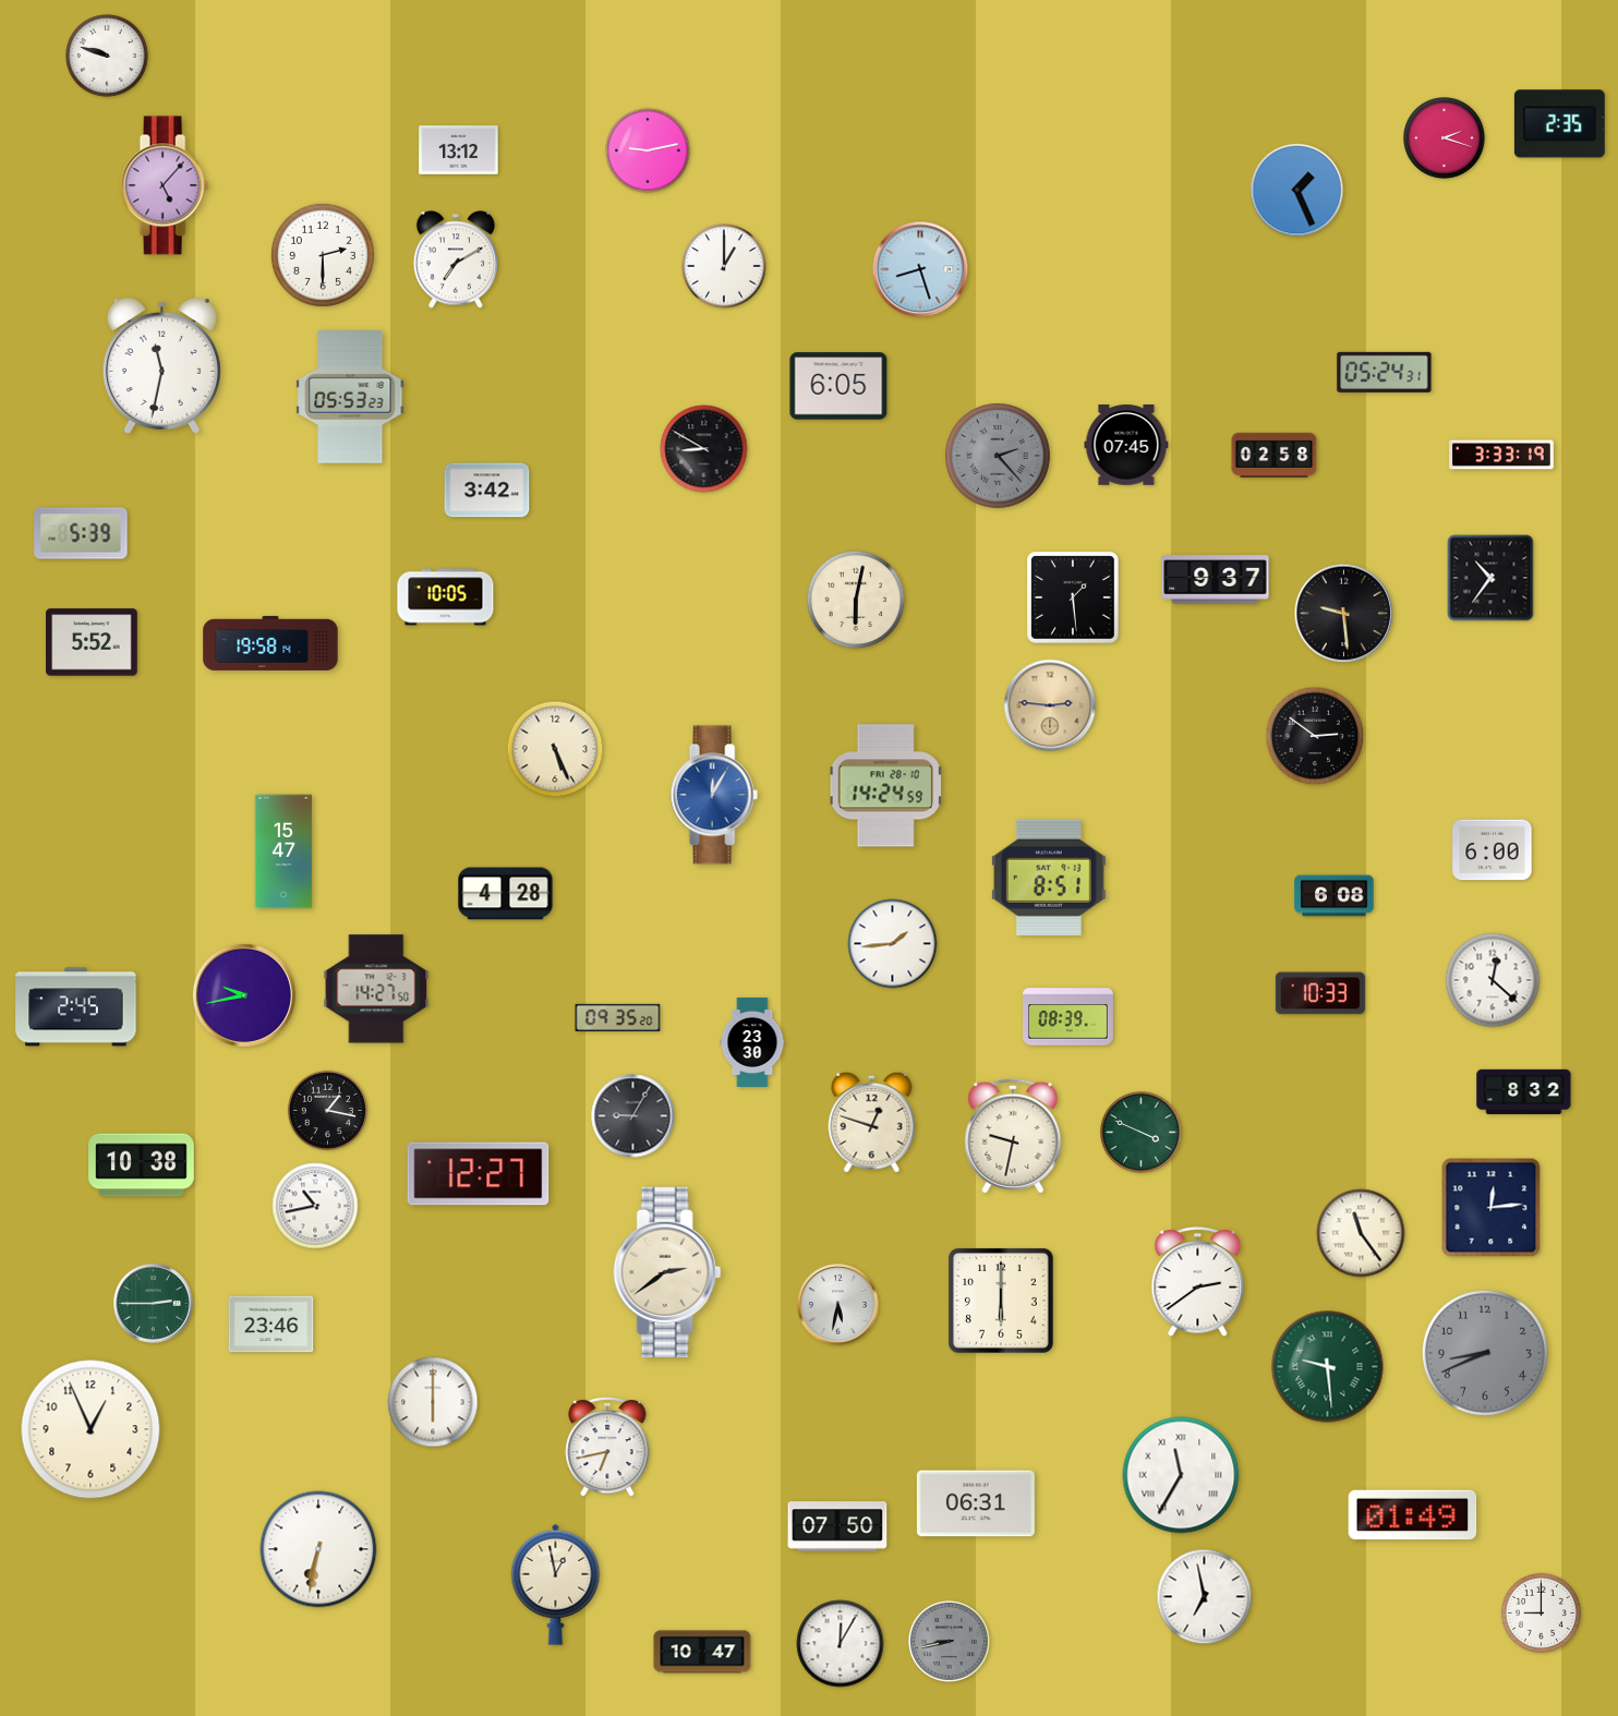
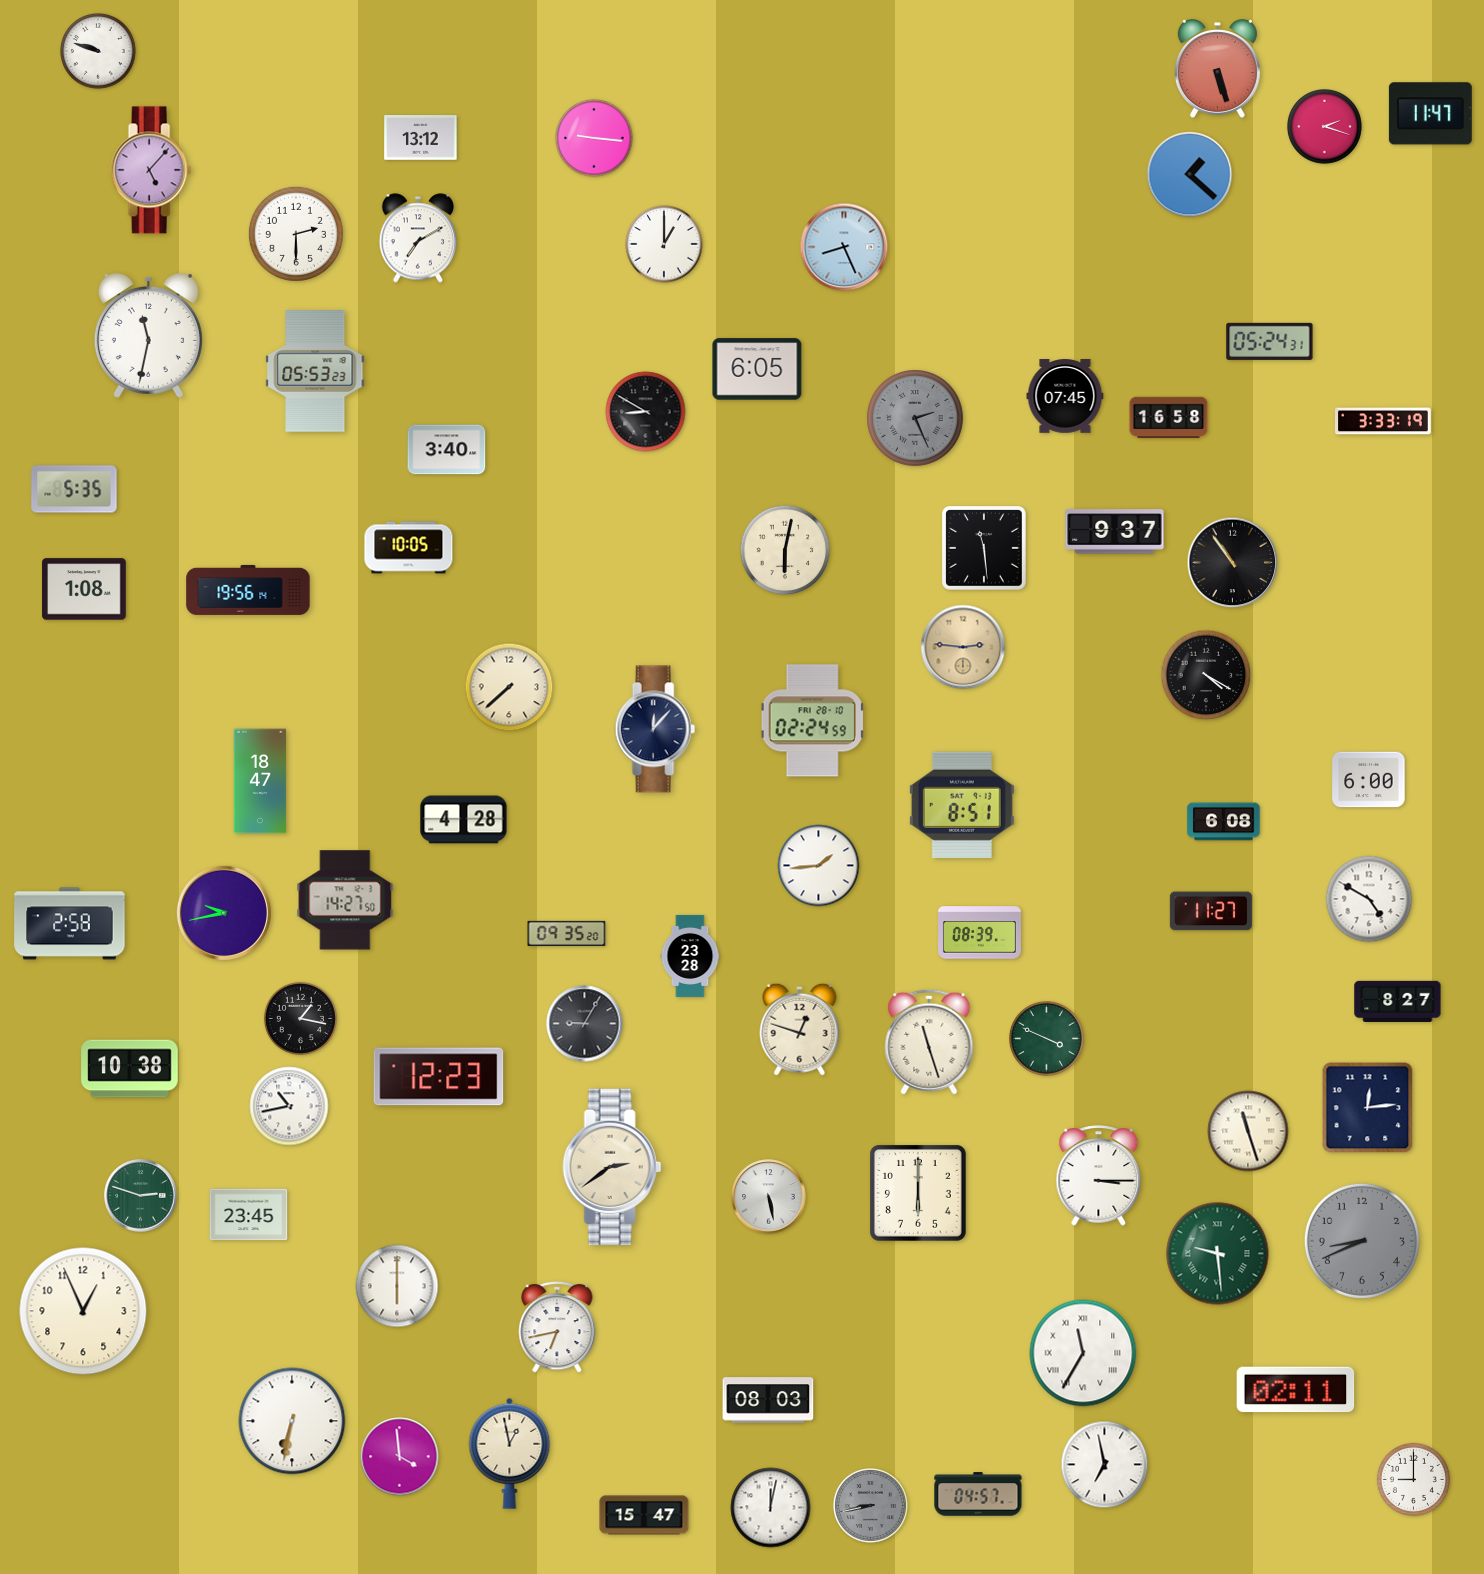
clock at (1217, 69): none -> 5:27
clock at (1559, 124): 2:35 -> 11:47
clock at (648, 150): 9:13 -> 9:16
clock at (1297, 191): 1:26 -> 1:22
clock at (920, 269): 8:27 -> 8:26
clock at (838, 386) position: (838, 386) -> (757, 369)
clock at (350, 398) position: (350, 398) -> (315, 372)
clock at (1126, 445) position: (1126, 445) -> (1065, 396)
clock at (1502, 455) position: (1502, 455) -> (1384, 421)
clock at (1275, 456): 02:58 -> 16:58
clock at (999, 457): 2:23 -> 2:26
clock at (487, 491): 3:42 -> 3:40
clock at (81, 533): 5:39 -> 5:35
clock at (1490, 578): 10:36 -> none
clock at (1073, 597): 1:29 -> 11:29
clock at (1344, 614): 9:29 -> 10:54
clock at (92, 642): 5:52 -> 1:08
clock at (270, 643): 19:58 -> 19:56
clock at (1315, 736): 2:51 -> 4:20
clock at (555, 749): 5:26 -> 7:38
clock at (885, 786): 14:24 -> 02:24
clock at (714, 795): 12:05 -> 12:07
clock at (714, 795) dial: blue -> navy
clock at (283, 851): 15:47 -> 18:47
clock at (1493, 980): 12:22 -> 4:50
clock at (376, 989) position: (376, 989) -> (345, 900)
clock at (1320, 993): 10:33 -> 11:27
clock at (76, 1007): 2:45 -> 2:58
clock at (752, 1042): 23:30 -> 23:28
clock at (1524, 1091): 8:32 -> 8:27
clock at (633, 1116) position: (633, 1116) -> (585, 1024)
clock at (1013, 1136): 9:32 -> 11:27
clock at (479, 1174): 12:27 -> 12:23
clock at (1361, 1233): 11:24 -> 11:27
clock at (1198, 1282): 2:39 -> 3:15
clock at (154, 1304): 2:45 -> 2:48
clock at (838, 1305): 5:32 -> 5:28
clock at (271, 1325): 23:46 -> 23:45
clock at (976, 1503): 06:31 -> none
clock at (1413, 1515): 01:49 -> 02:11
clock at (837, 1526): 07:50 -> 08:03
clock at (400, 1457): none -> 3:59
clock at (978, 1494): none -> 04:57
clock at (841, 1644): 12:05 -> 12:02
clock at (702, 1652): 10:47 -> 15:47
